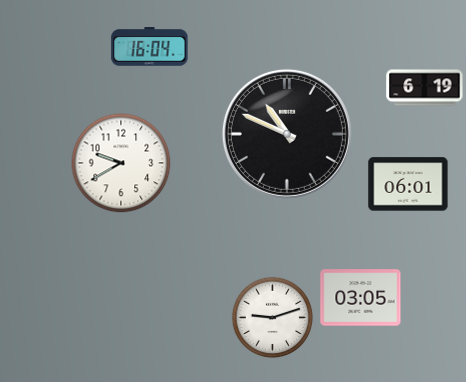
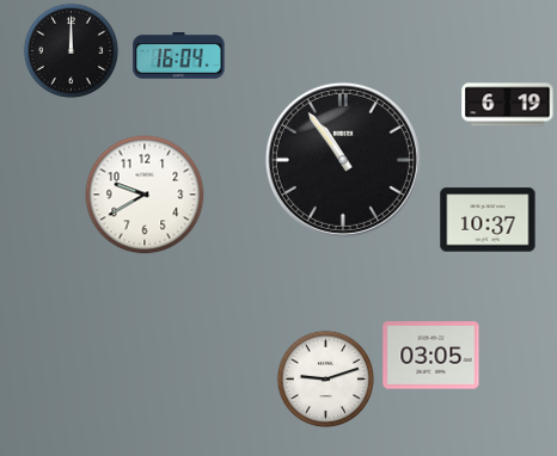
clock at (71, 50): none -> 12:00
clock at (287, 134): 10:49 -> 10:54
clock at (408, 184): 06:01 -> 10:37
